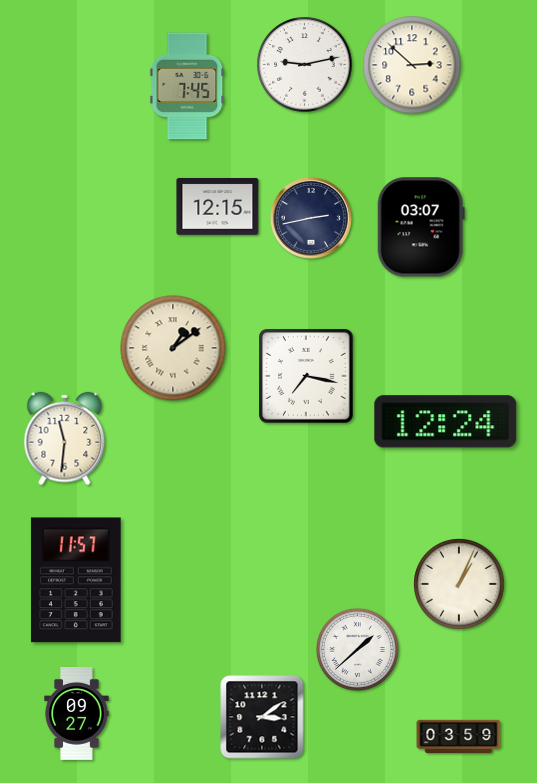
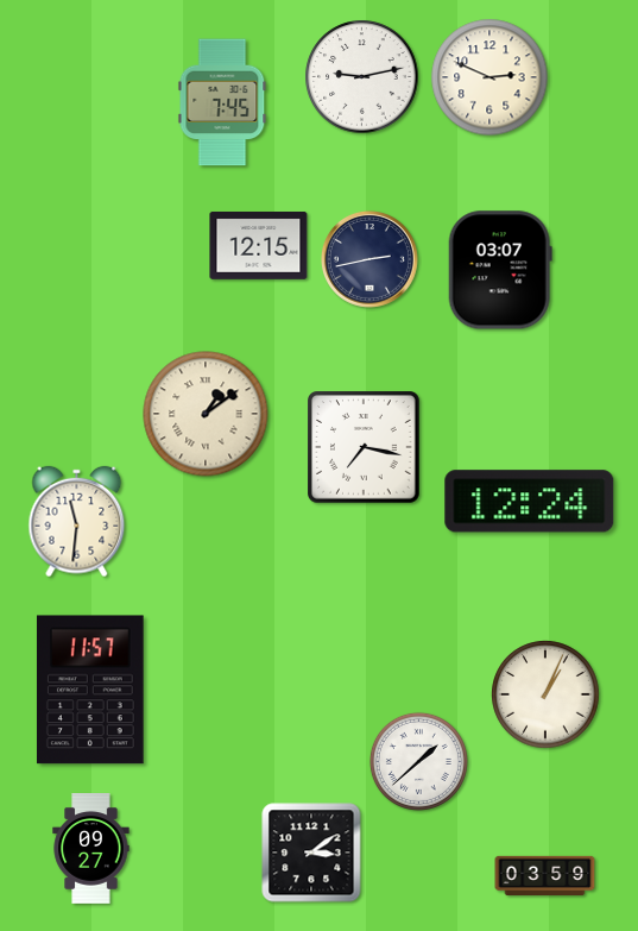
clock at (412, 65): 2:52 -> 2:49
clock at (357, 649) position: (357, 649) -> (418, 761)
